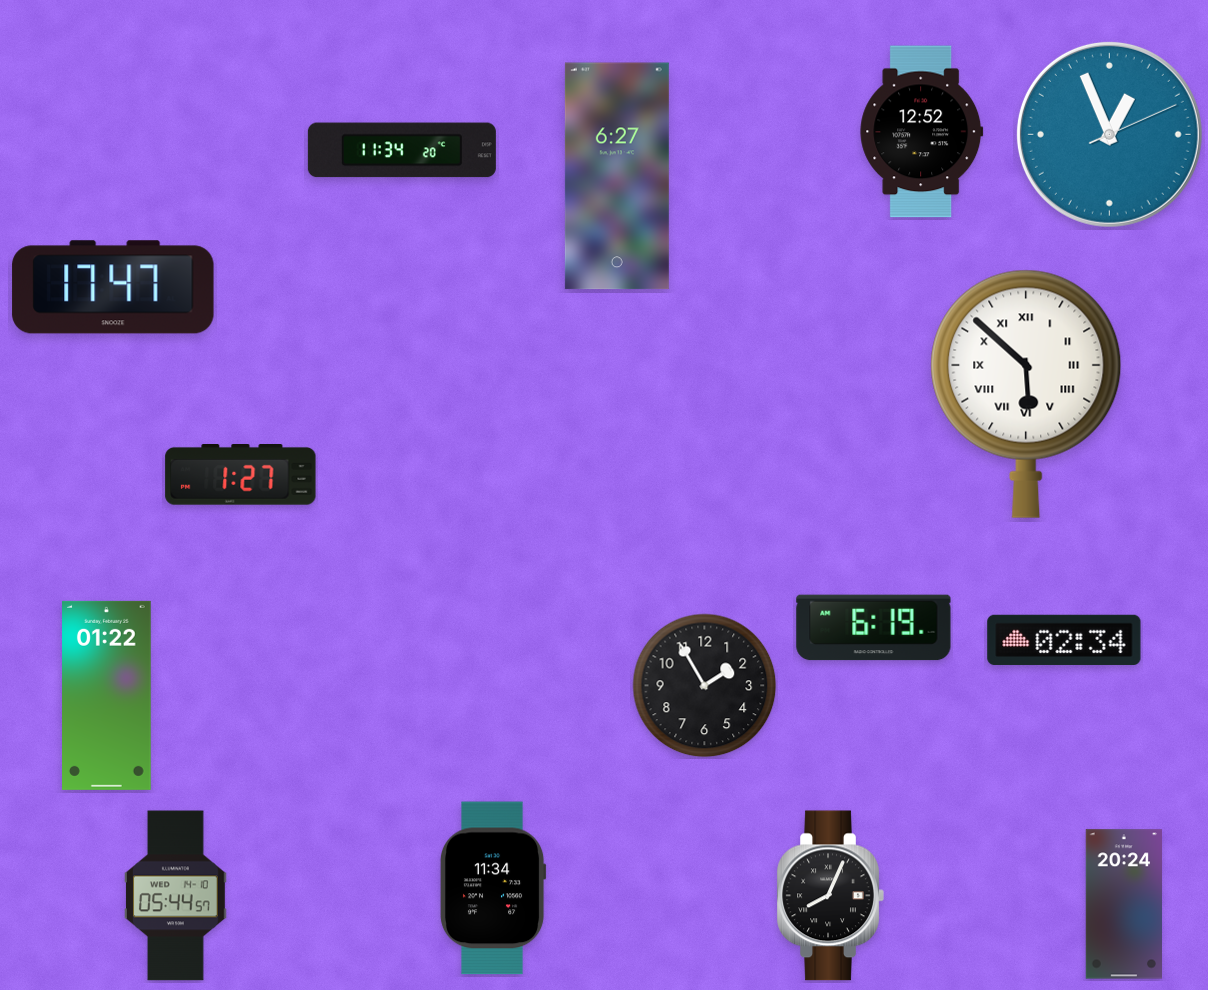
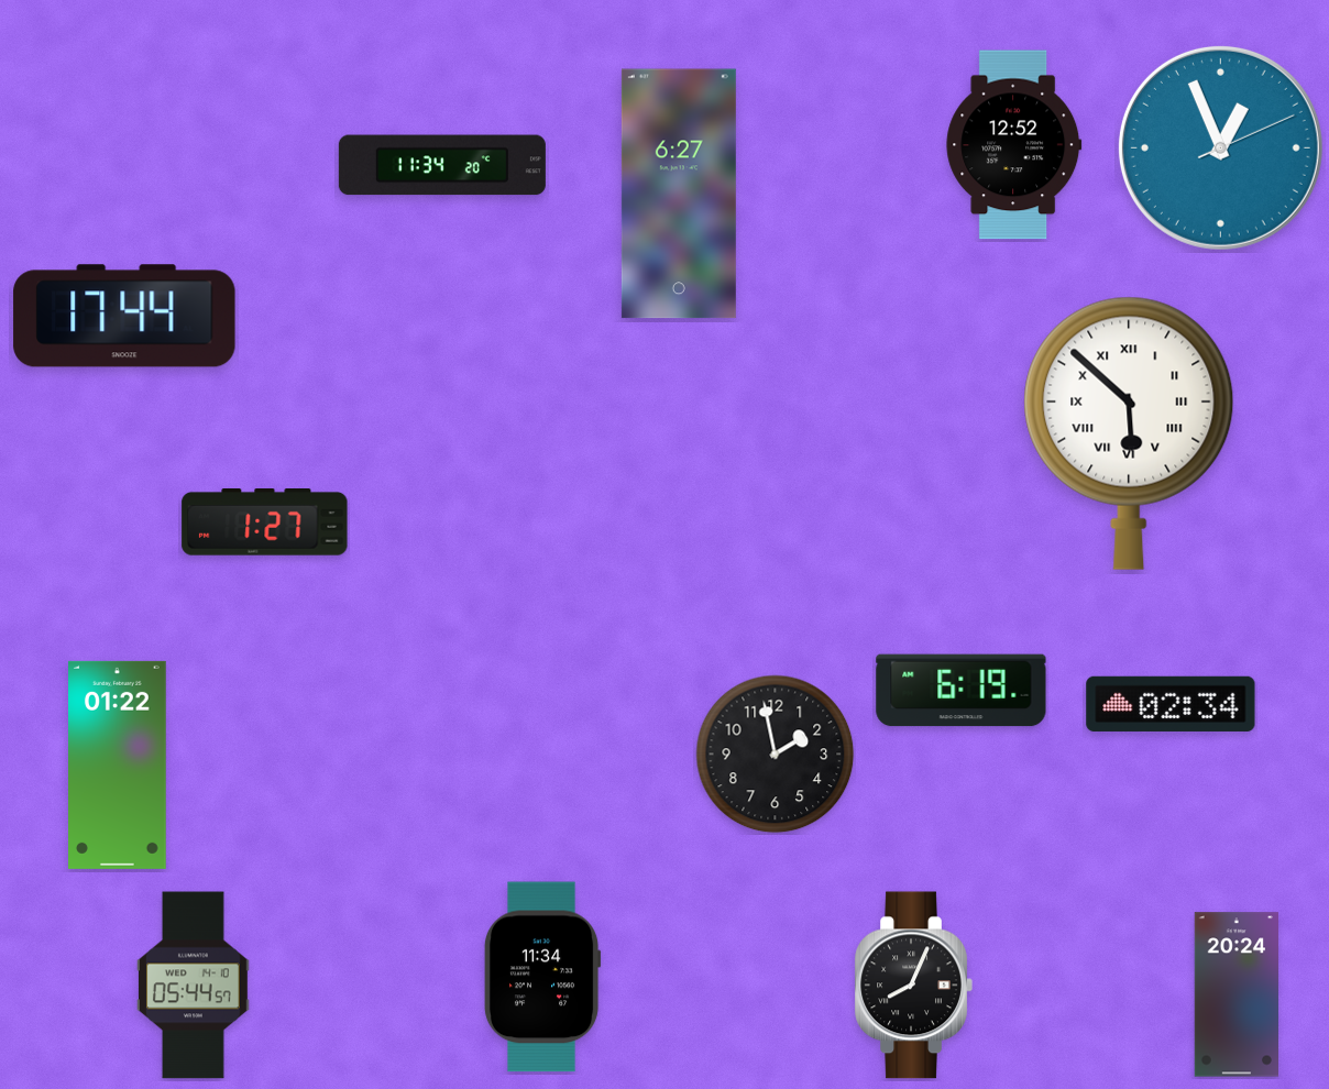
clock at (113, 287): 17:47 -> 17:44
clock at (705, 686): 1:55 -> 1:58
